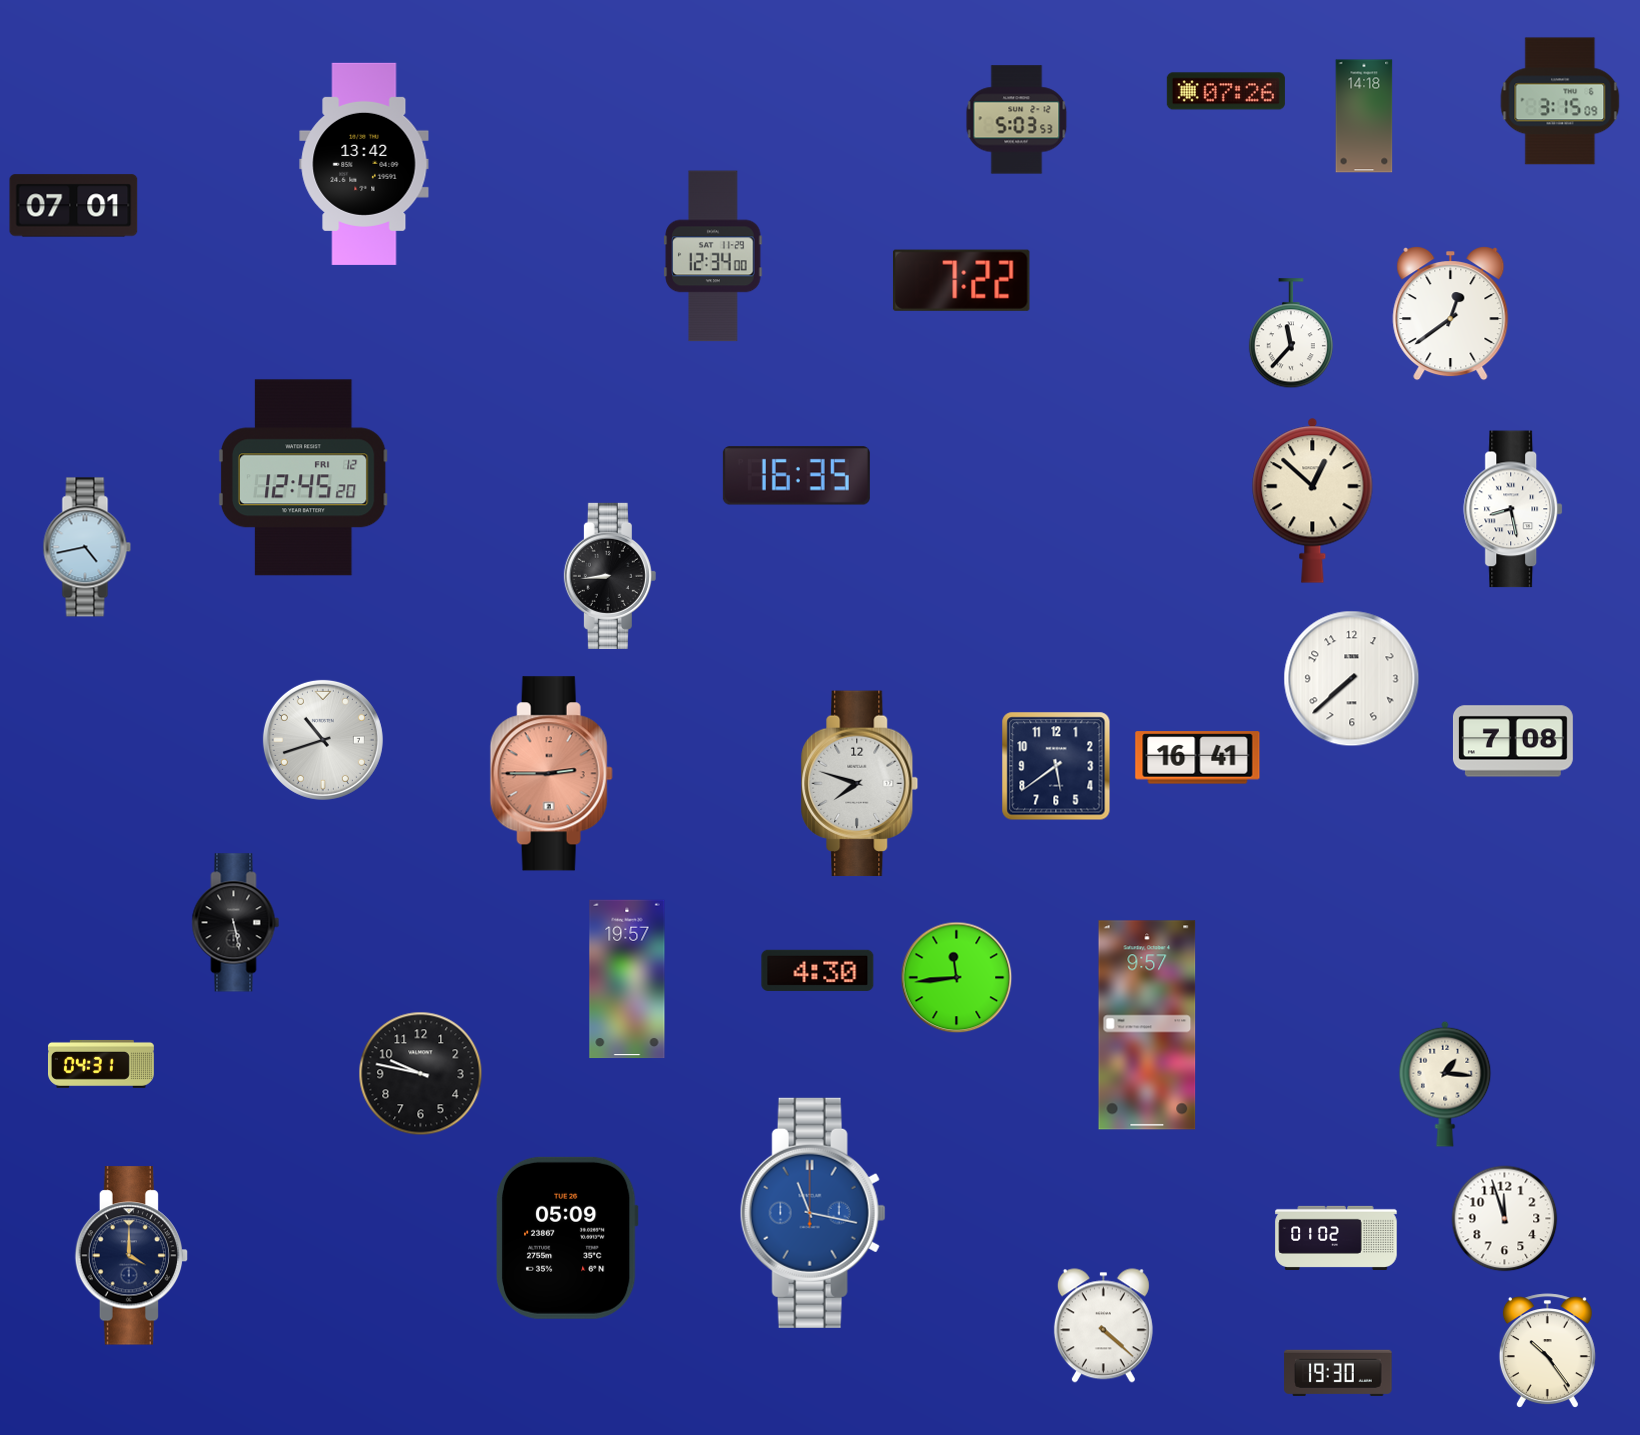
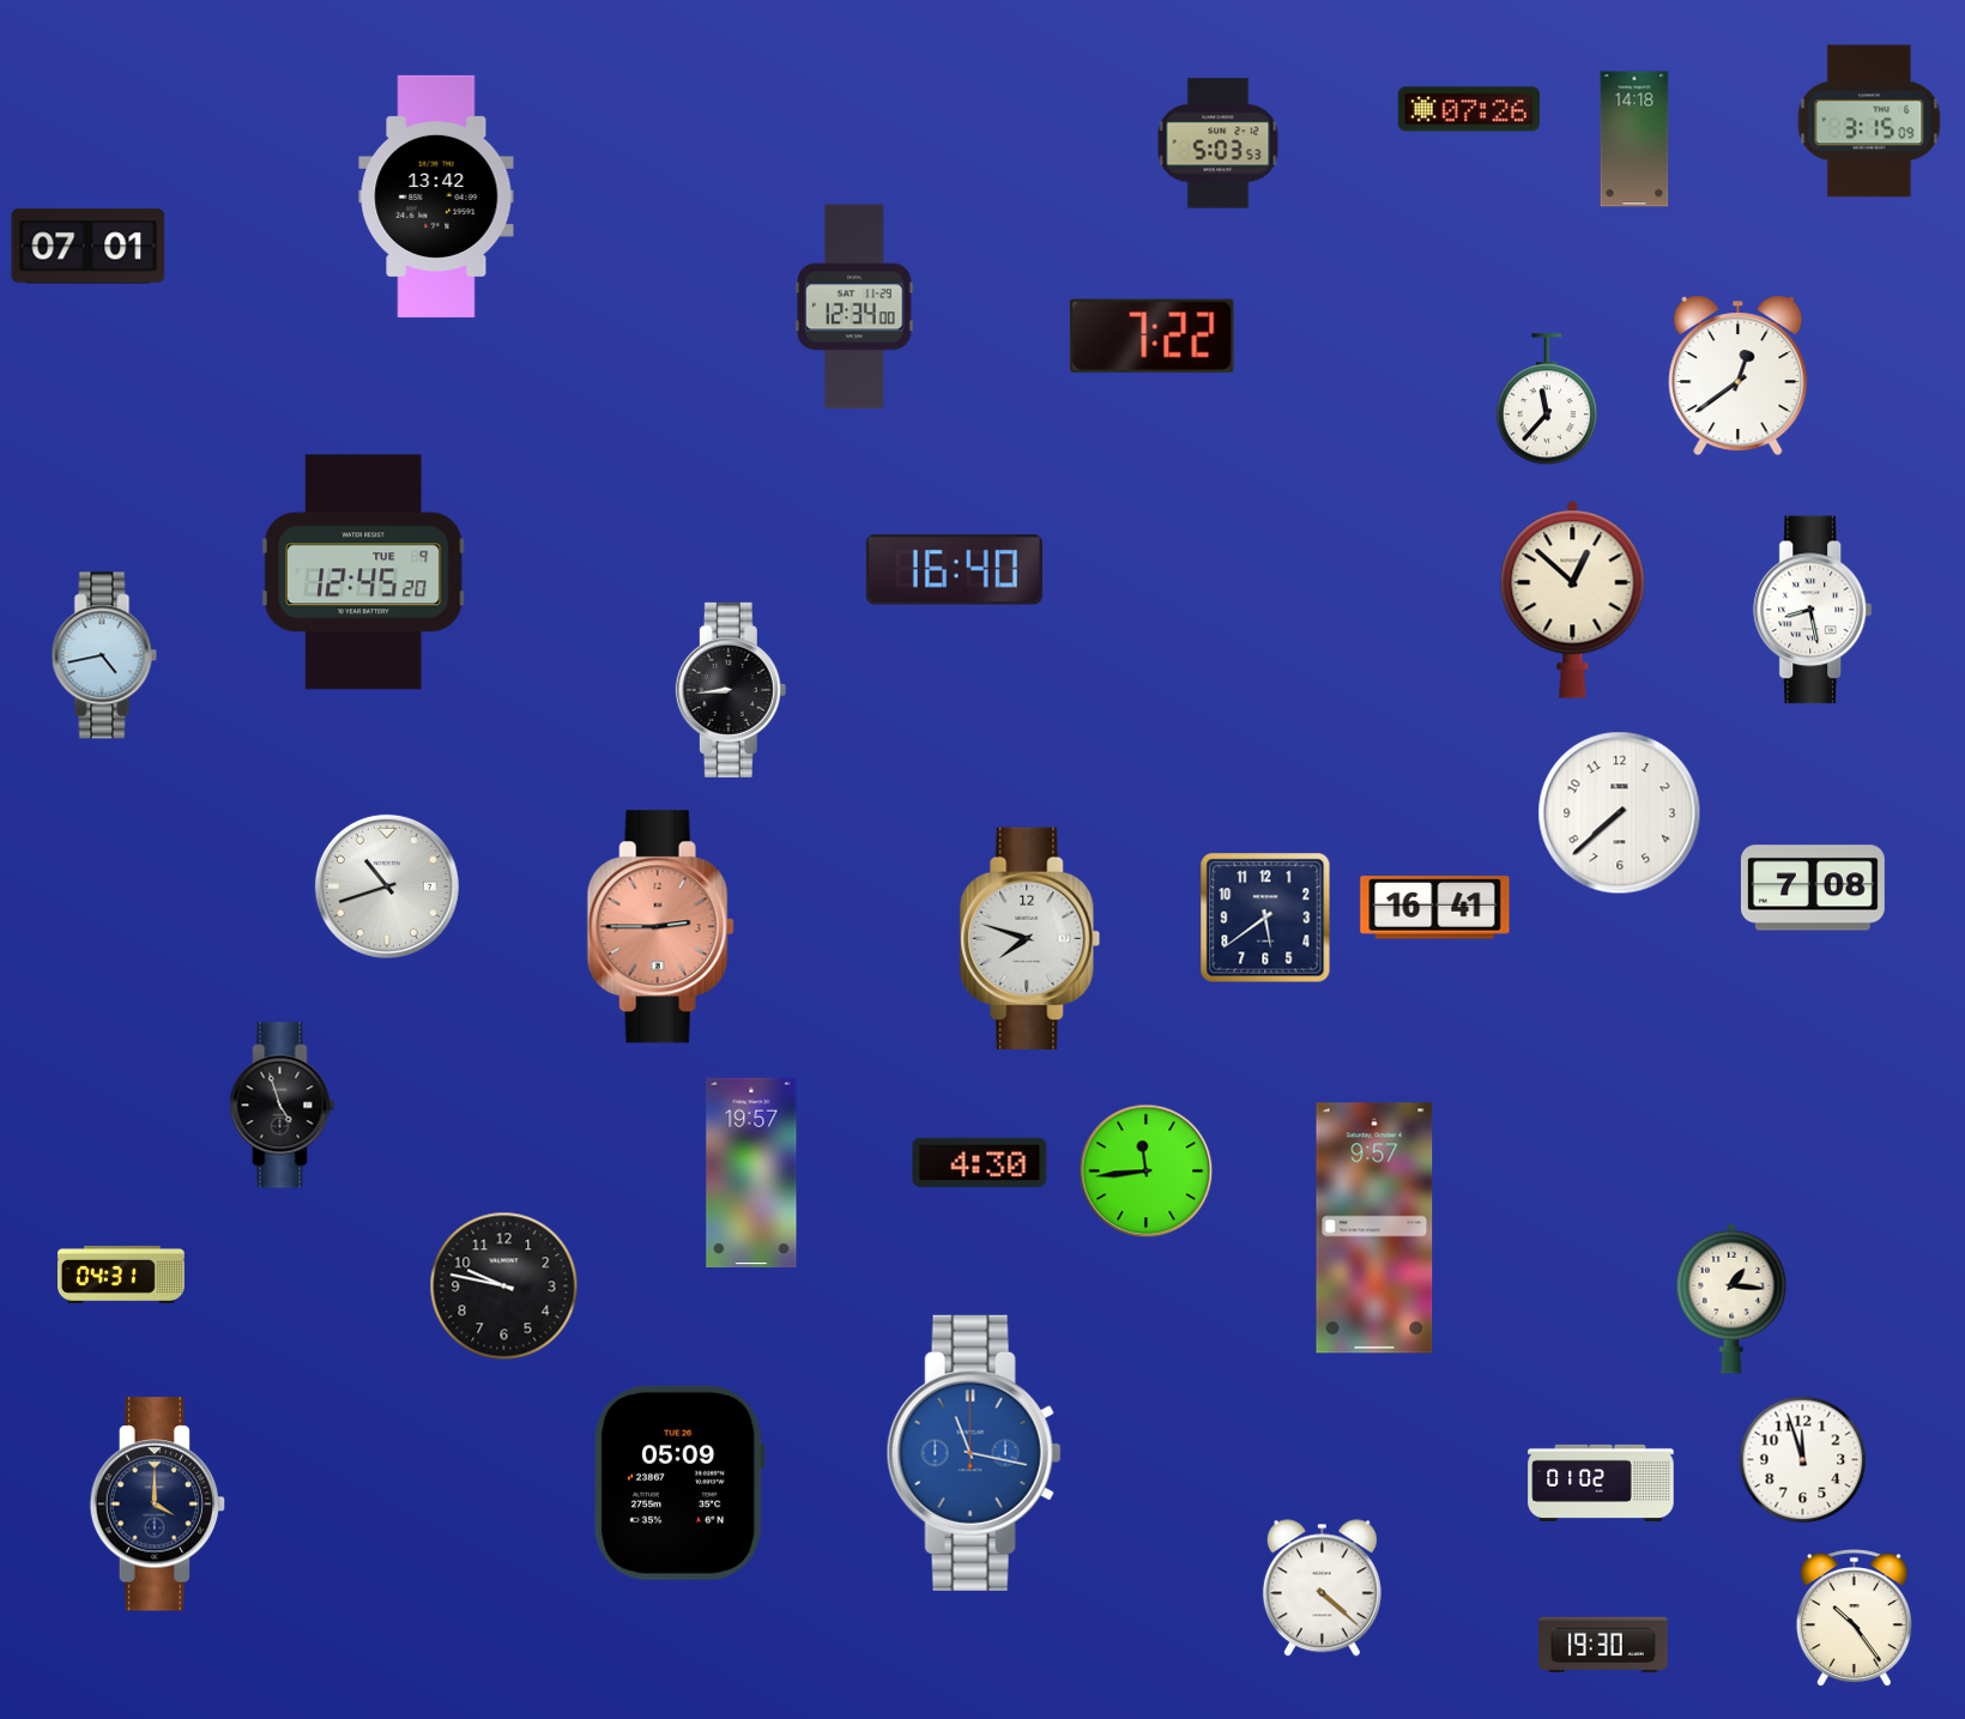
clock at (796, 476): 16:35 -> 16:40
clock at (303, 478) date: FRI 12 -> TUE 9
clock at (236, 923): 5:28 -> 4:57
